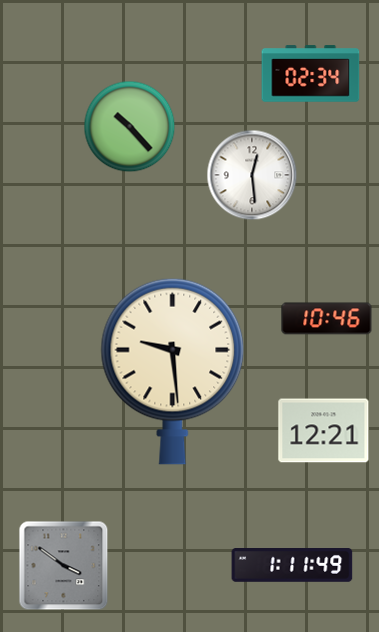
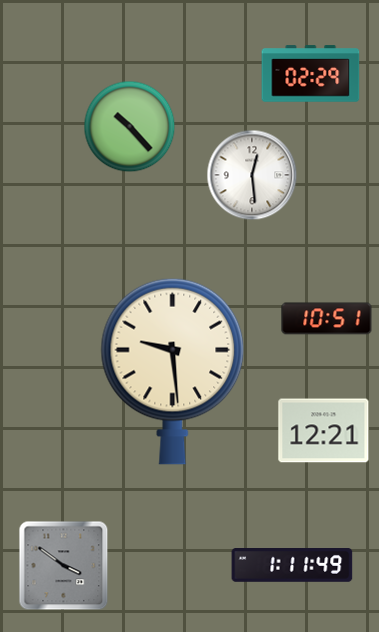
clock at (311, 74): 02:34 -> 02:29
clock at (327, 319): 10:46 -> 10:51
